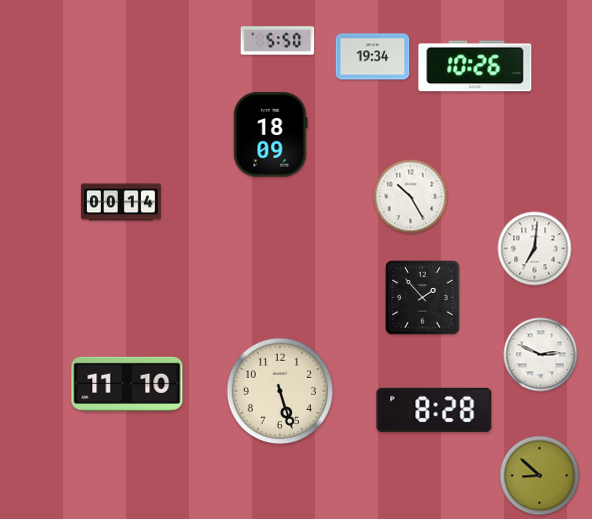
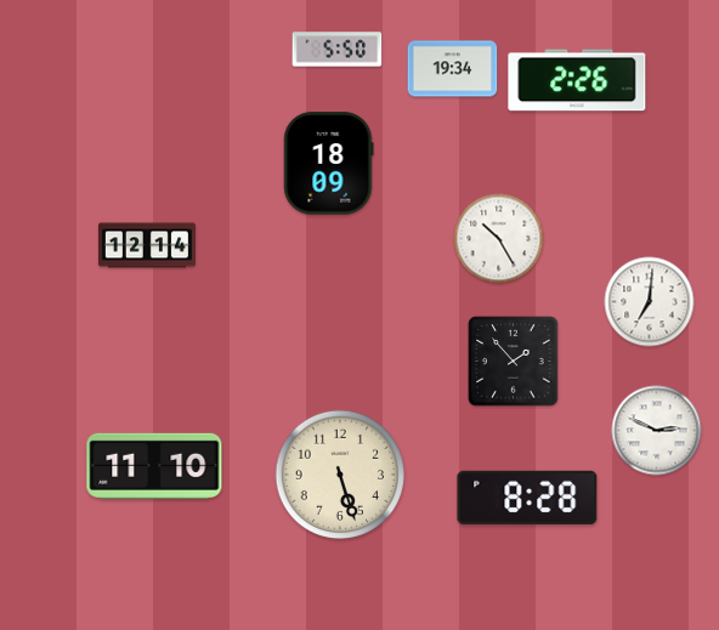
clock at (475, 66): 10:26 -> 2:26
clock at (121, 202): 00:14 -> 12:14
clock at (540, 476): 8:52 -> none
